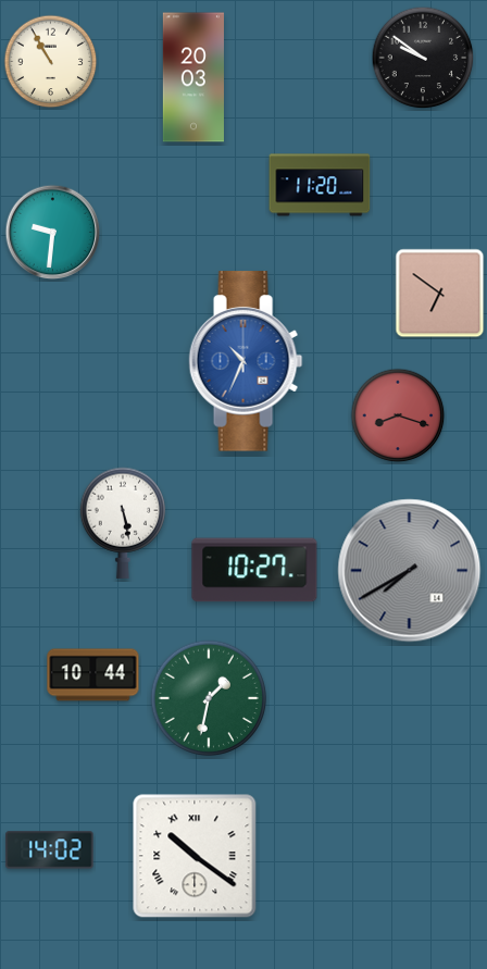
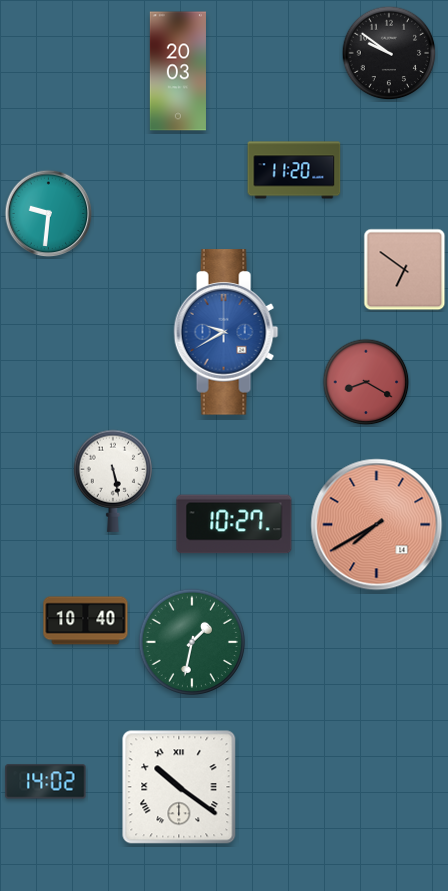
clock at (51, 62): 10:55 -> none
clock at (246, 361): 10:34 -> 9:40
clock at (398, 415): 8:18 -> 8:20
clock at (410, 571) dial: grey -> salmon
clock at (93, 675): 10:44 -> 10:40
